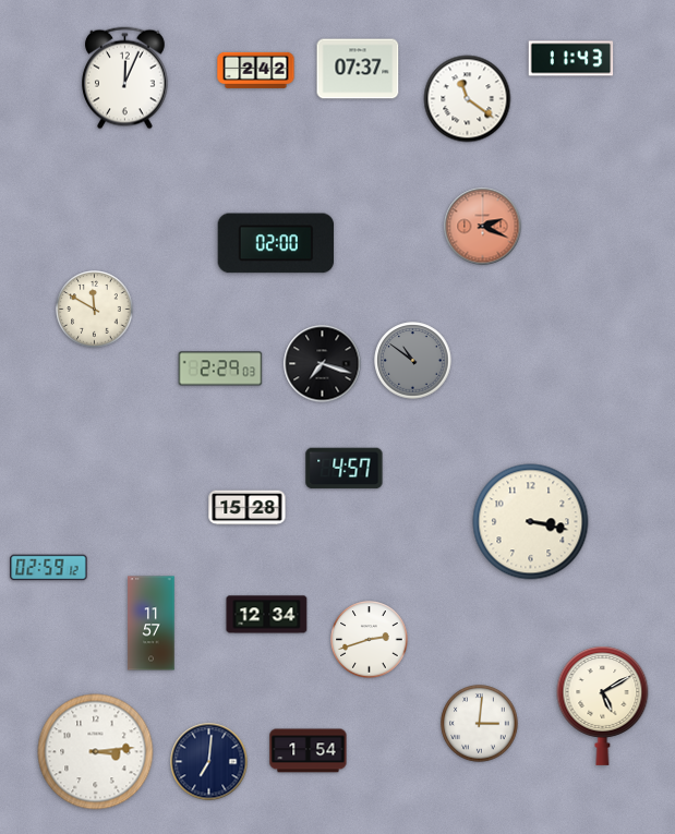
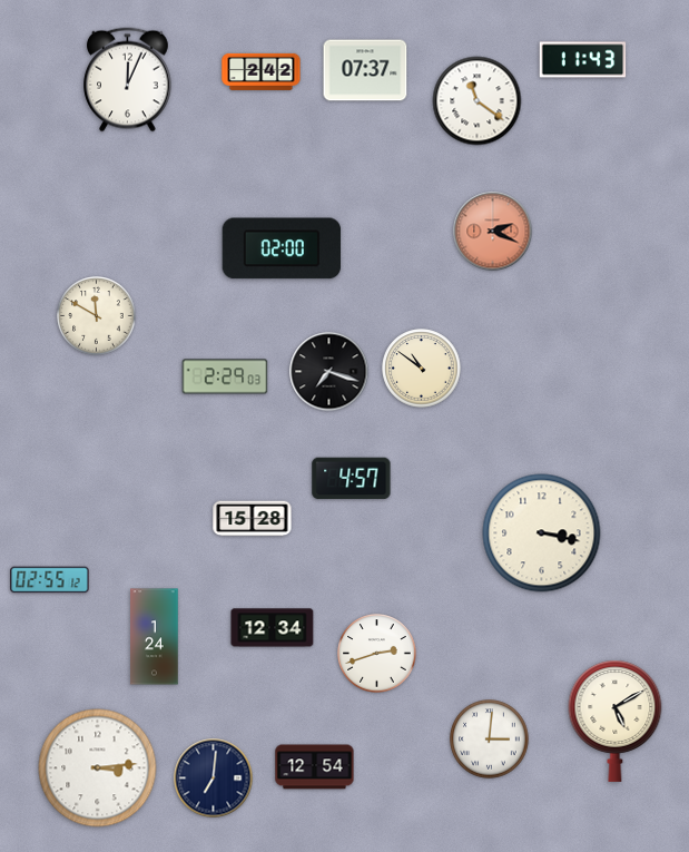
clock at (413, 361) dial: grey -> cream
clock at (49, 568): 02:59 -> 02:55
clock at (152, 624): 11:57 -> 1:24
clock at (309, 751): 1:54 -> 12:54
